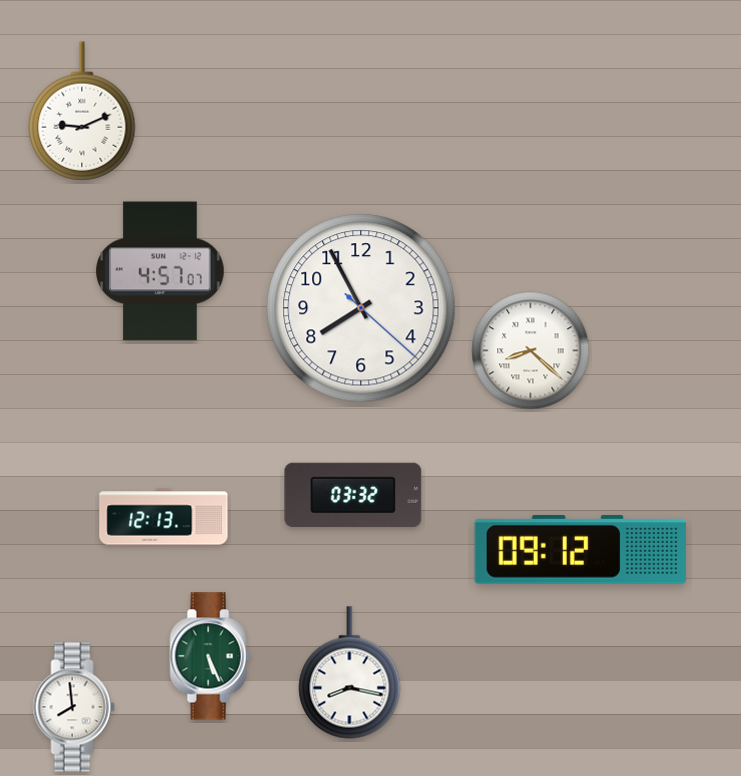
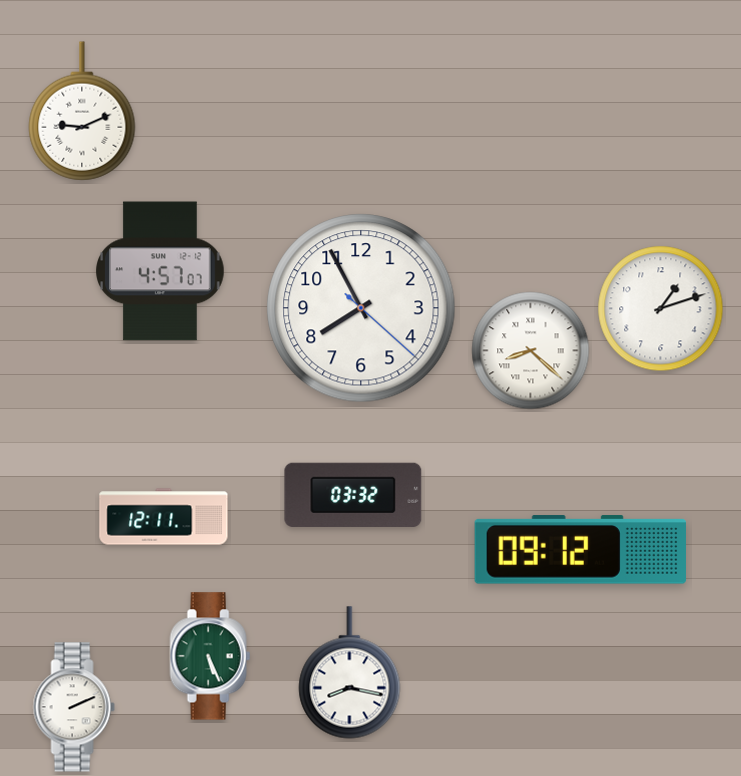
clock at (661, 309): none -> 1:12
clock at (164, 517): 12:13 -> 12:11
clock at (74, 707): 7:59 -> 2:11
